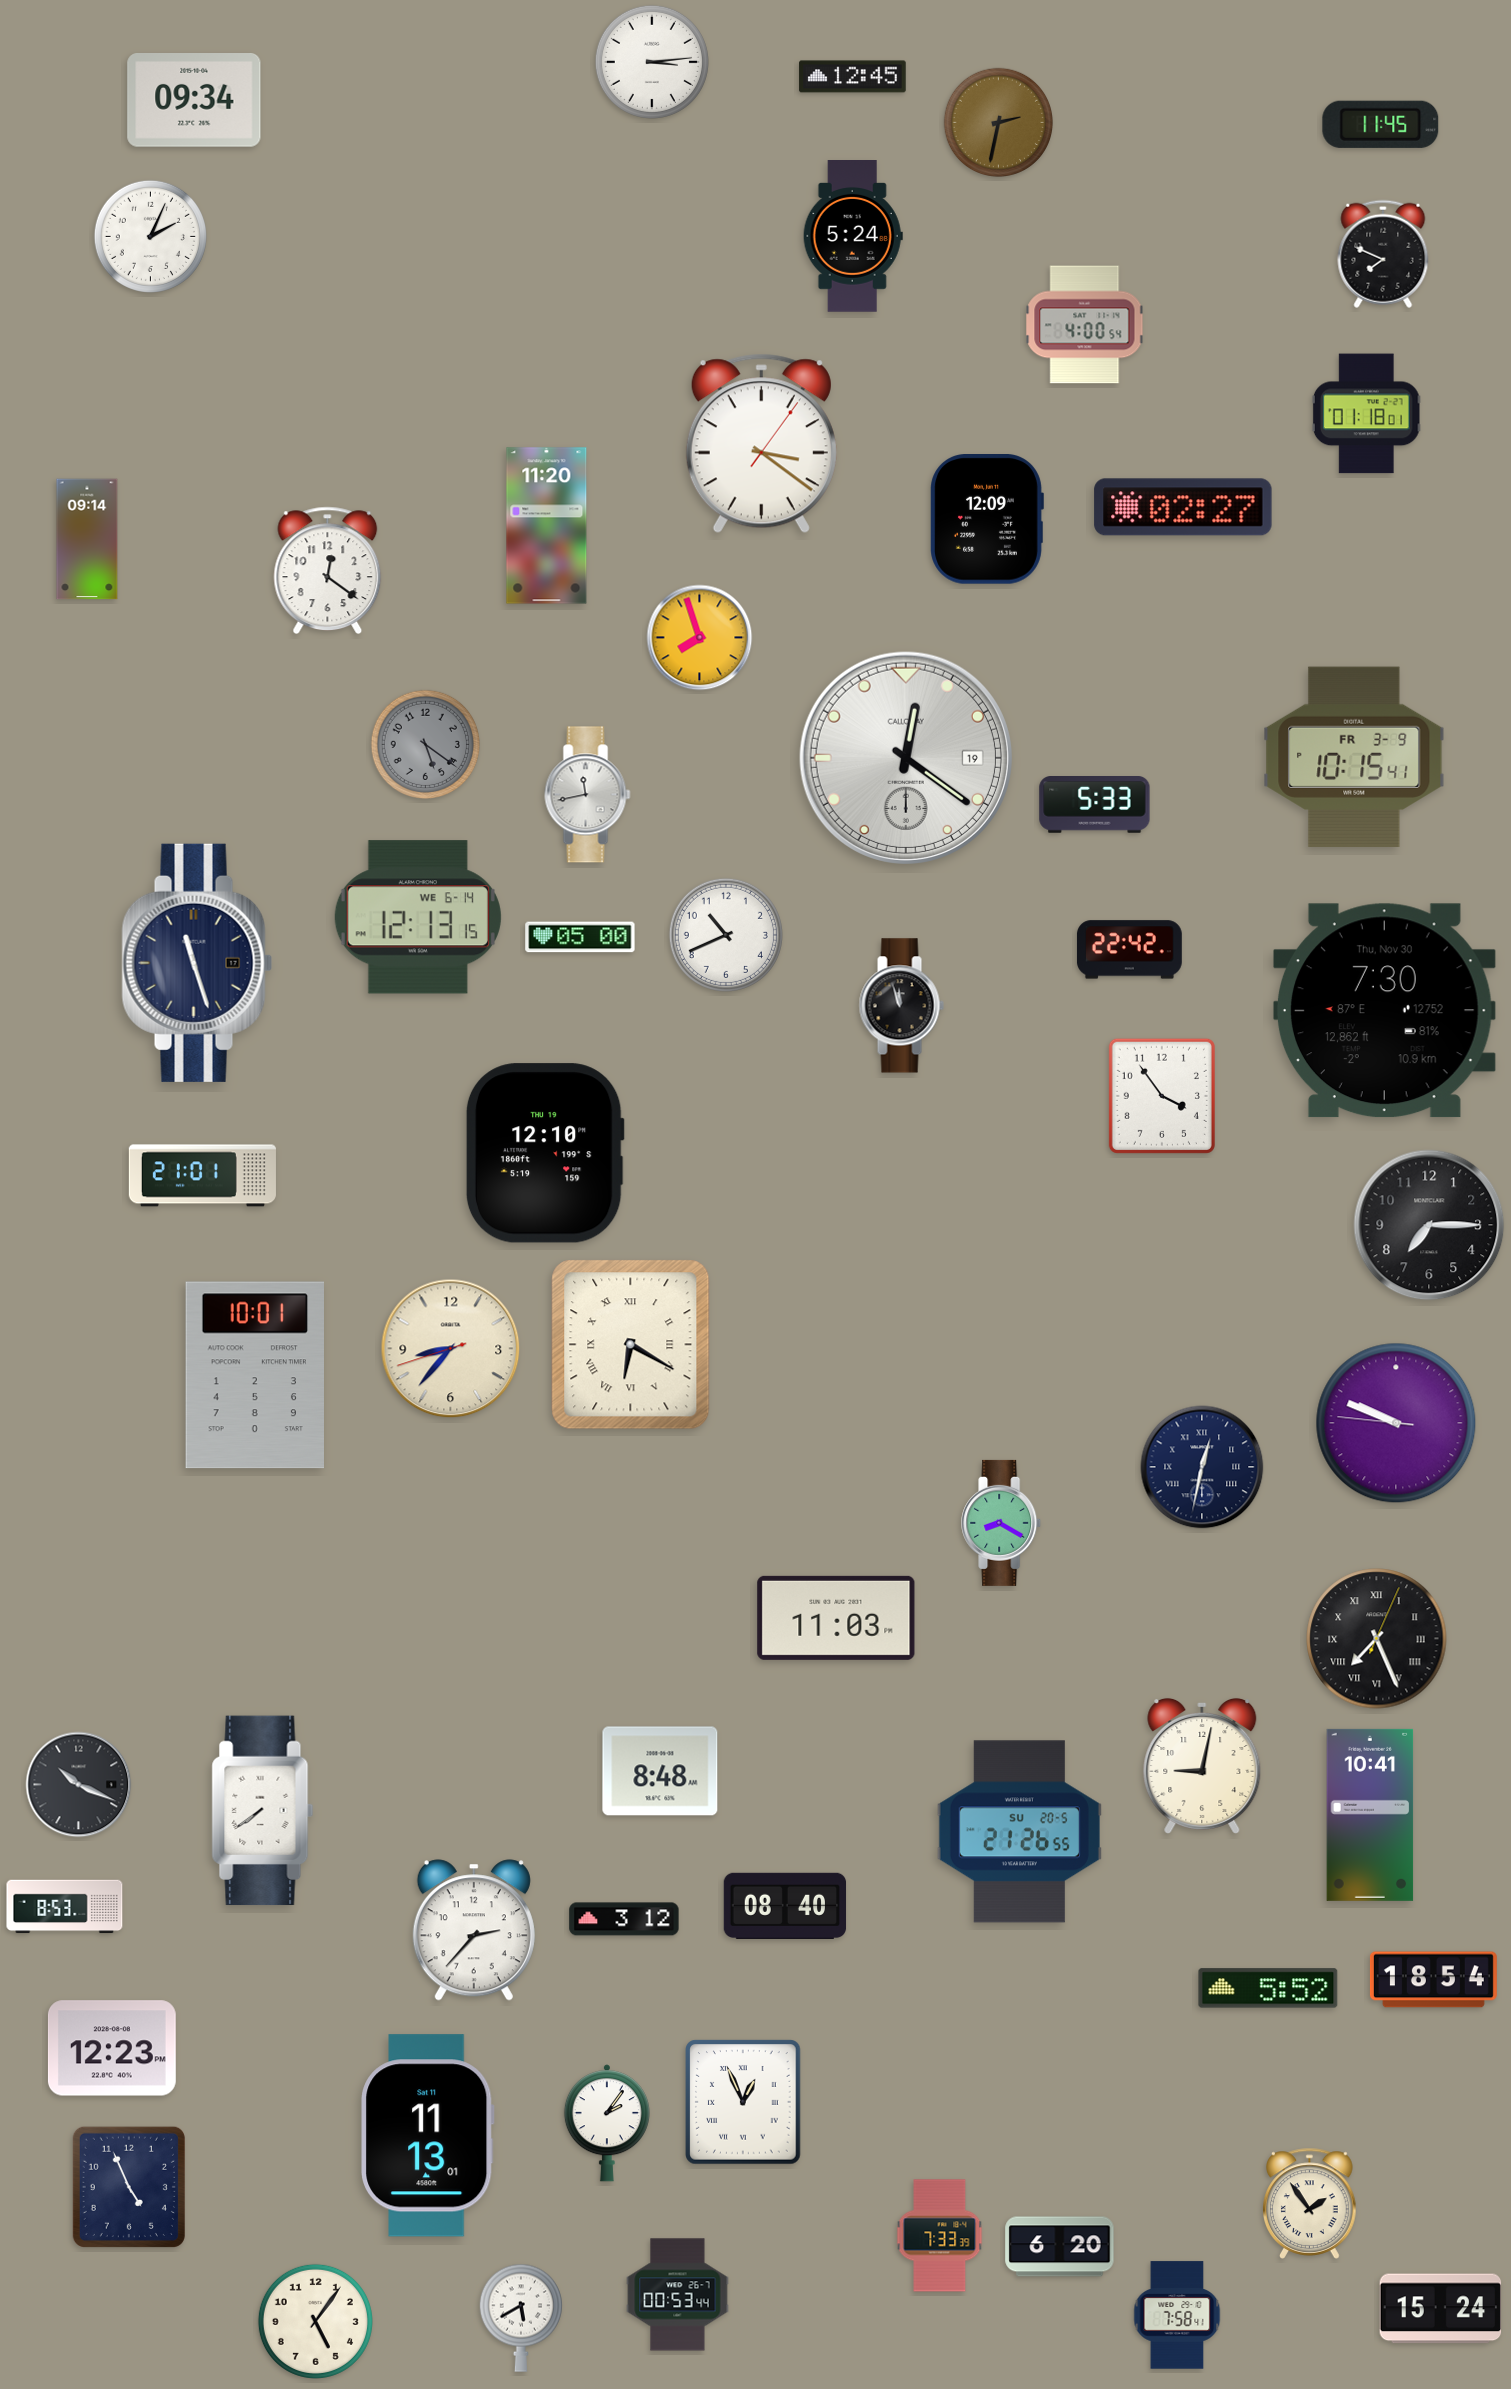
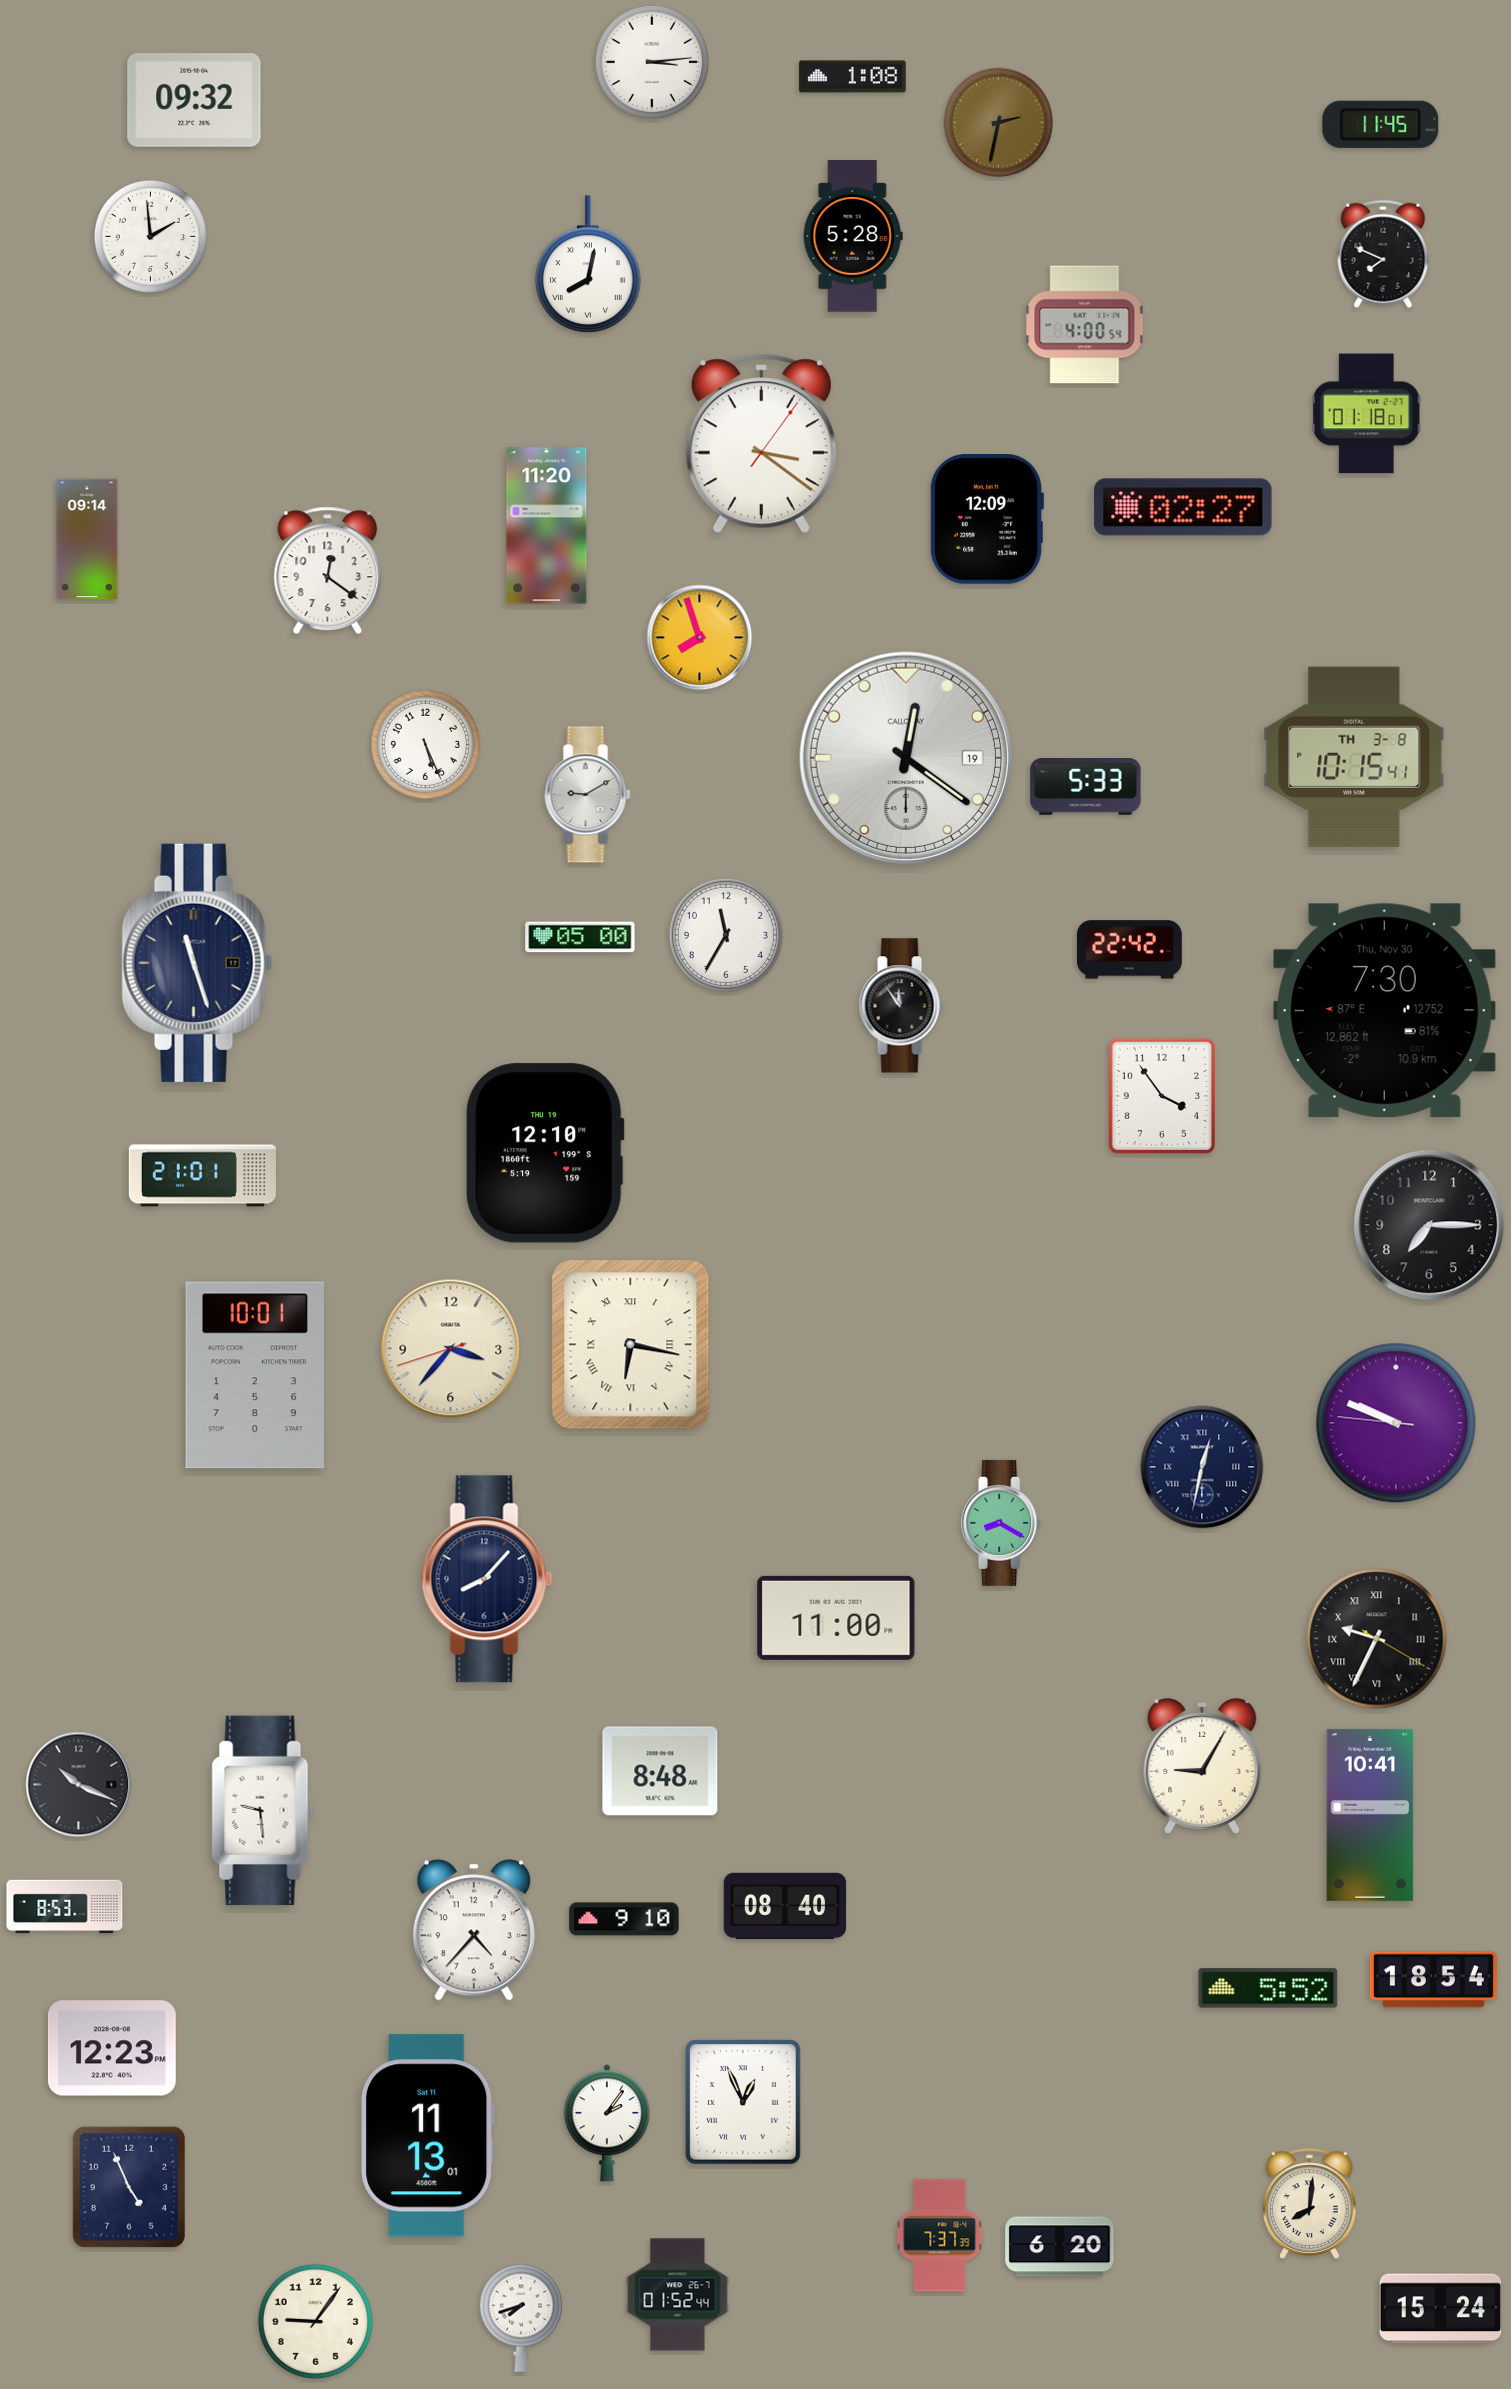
clock at (853, 77): 12:45 -> 1:08
clock at (194, 101): 09:34 -> 09:32
clock at (150, 236): 2:04 -> 1:59
clock at (853, 236): 5:24 -> 5:28
clock at (588, 264): none -> 8:02
clock at (425, 744): 5:21 -> 5:26
clock at (425, 744) dial: grey -> white
clock at (1354, 756) date: FR 3-9 -> TH 3-8
clock at (588, 795): 11:43 -> 9:10
clock at (1095, 805) position: (1095, 805) -> (1086, 787)
clock at (418, 917): 12:13 -> none
clock at (726, 935): 10:41 -> 11:35
clock at (901, 1006): 11:57 -> 11:54
clock at (631, 1345): 6:20 -> 6:17
clock at (451, 1349): 8:36 -> 3:36
clock at (487, 1579): none -> 8:07
clock at (836, 1618): 11:03 -> 11:00
clock at (1377, 1639): 7:26 -> 9:34
clock at (1202, 1766): 9:02 -> 9:05
clock at (263, 1811): 7:39 -> 9:29
clock at (1019, 1832): 21:26 -> none
clock at (624, 1919): 3:12 -> 9:10
clock at (474, 1930): 2:37 -> 4:37
clock at (1310, 2203): 1:54 -> 8:01
clock at (940, 2236): 7:33 -> 7:37
clock at (678, 2295): 00:53 -> 01:52
clock at (1177, 2315): 7:58 -> none
clock at (520, 2318): 5:40 -> 7:42
clock at (315, 2321): 5:06 -> 9:06
